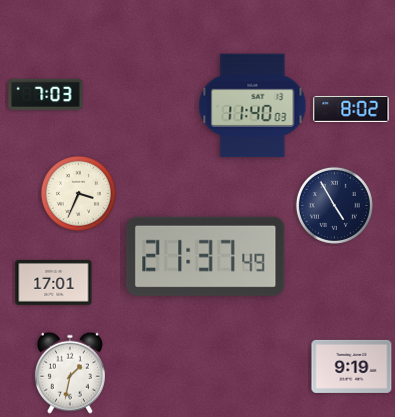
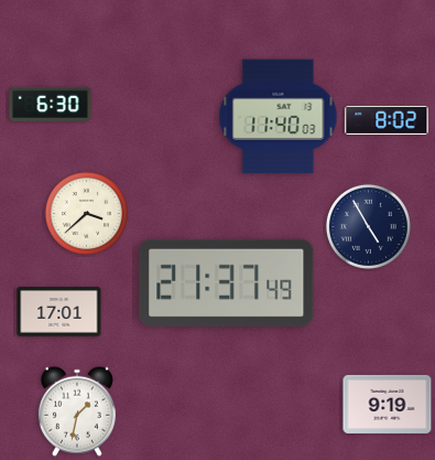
clock at (46, 94): 7:03 -> 6:30
clock at (78, 193): 3:34 -> 3:38
